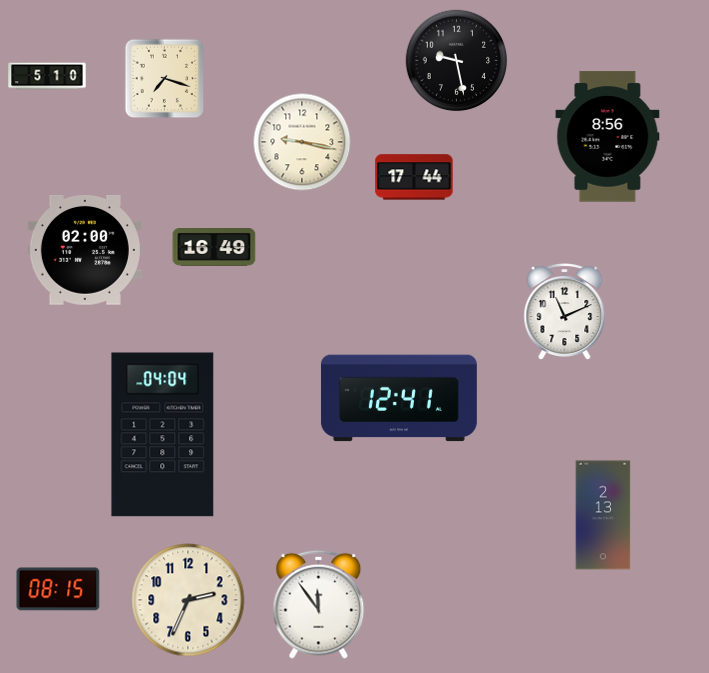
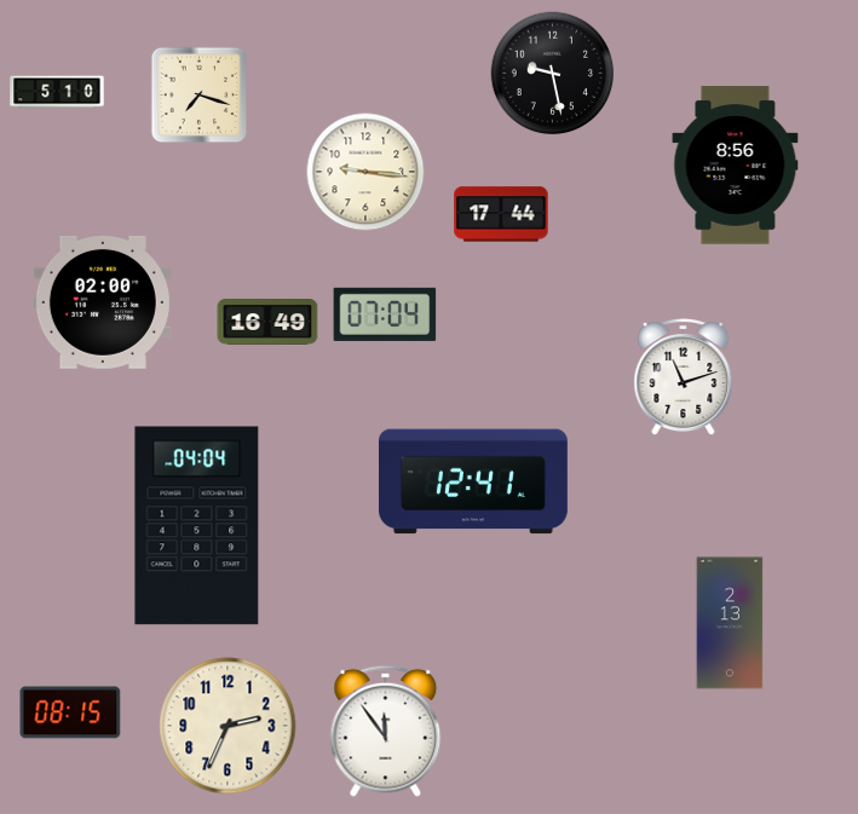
clock at (302, 142): 9:17 -> 9:16
clock at (214, 248) position: (214, 248) -> (267, 323)
clock at (385, 314): none -> 07:04
clock at (565, 312): 11:11 -> 11:12
clock at (399, 398) position: (399, 398) -> (473, 481)
